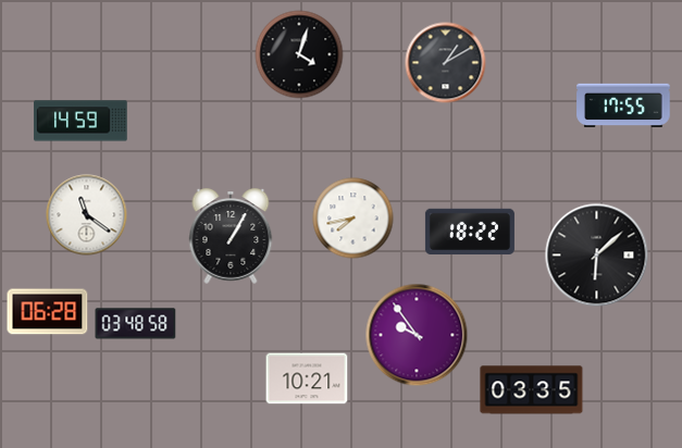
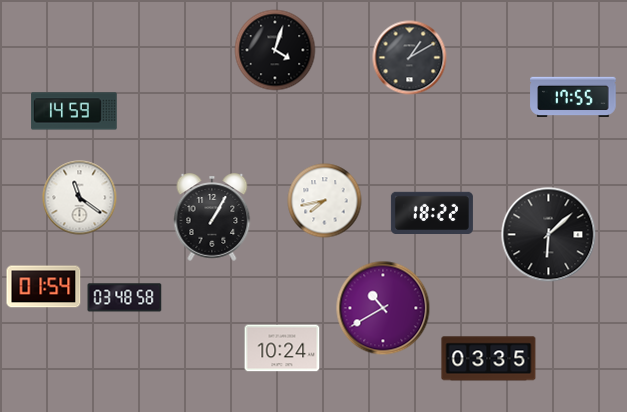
clock at (48, 312): 06:28 -> 01:54
clock at (417, 335): 9:54 -> 10:40
clock at (307, 378): 10:21 -> 10:24
